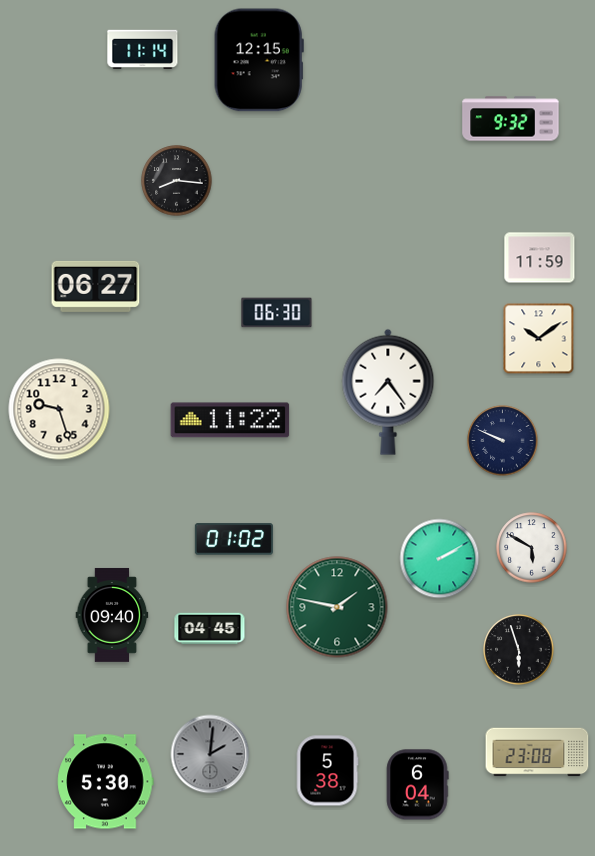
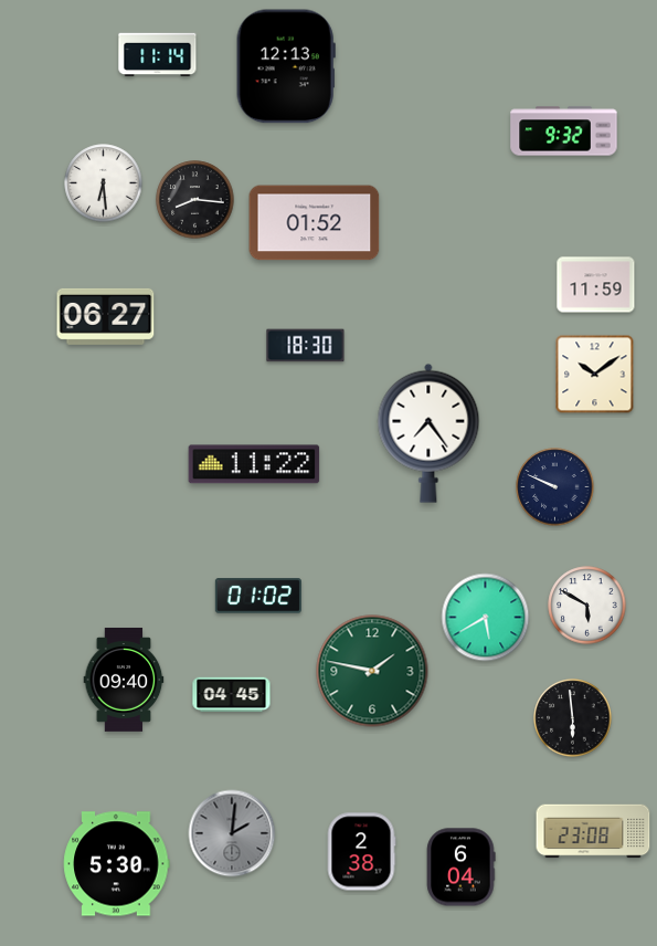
clock at (259, 60): 12:15 -> 12:13
clock at (104, 183): none -> 6:29
clock at (315, 223): none -> 01:52
clock at (277, 313): 06:30 -> 18:30
clock at (59, 409): 9:27 -> none
clock at (440, 559): 2:10 -> 5:40
clock at (519, 650): 5:57 -> 5:59
clock at (327, 771): 5:38 -> 2:38
